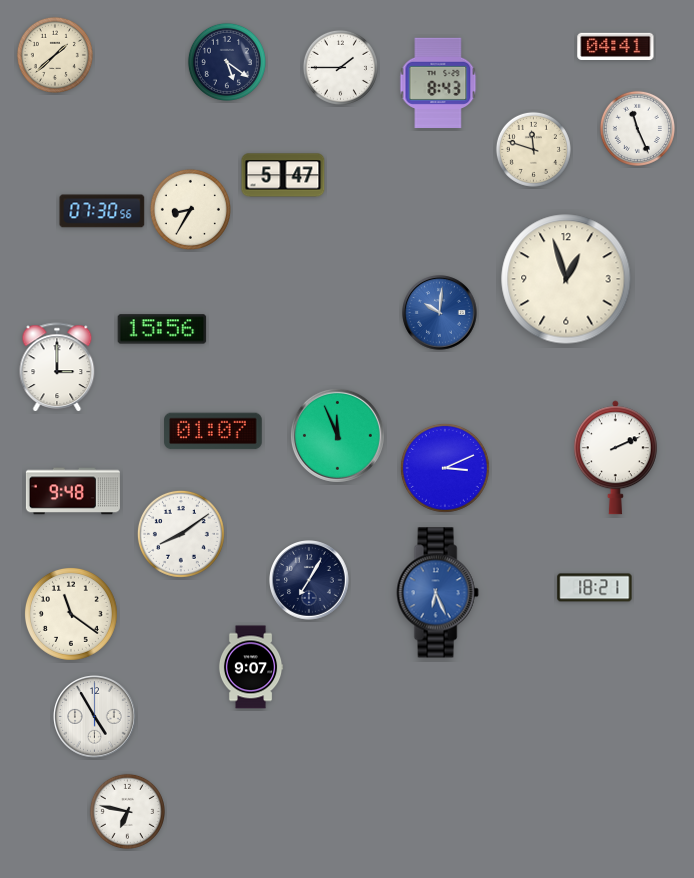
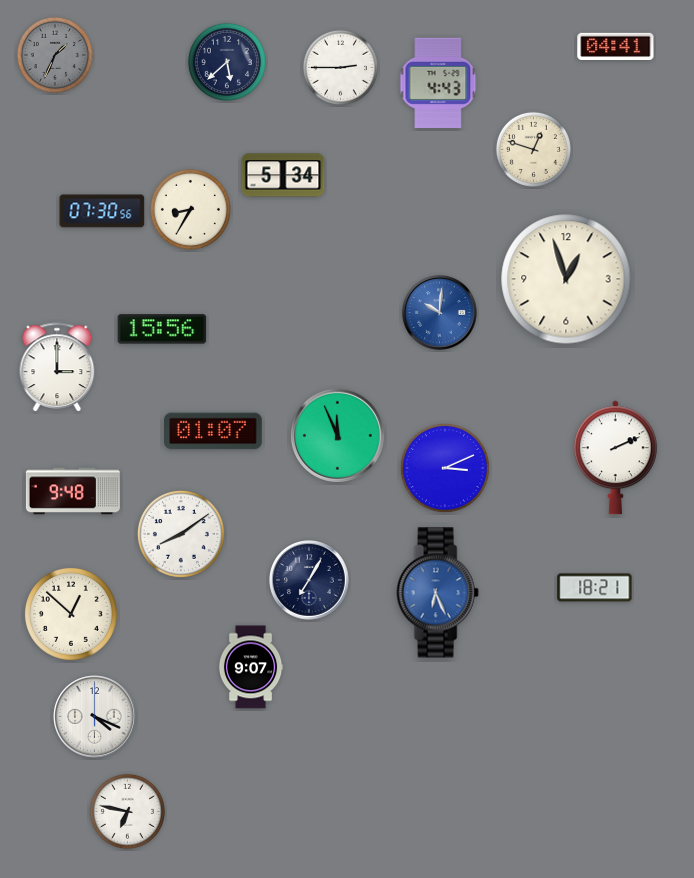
clock at (55, 55): 1:38 -> 1:34
clock at (55, 55) dial: cream -> grey
clock at (227, 62): 5:21 -> 5:38
clock at (340, 67): 1:45 -> 2:45
clock at (438, 83): 8:43 -> 4:43
clock at (637, 128): 11:26 -> none
clock at (533, 149): 11:48 -> 12:48
clock at (283, 175): 5:47 -> 5:34
clock at (71, 614): 11:21 -> 12:52
clock at (95, 717): 4:55 -> 4:19
